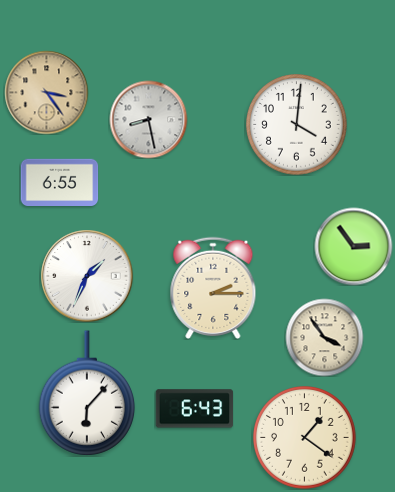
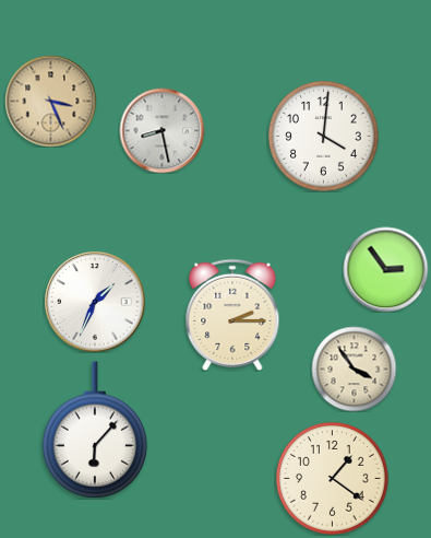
clock at (46, 92): 3:24 -> 3:26
clock at (59, 183): 6:55 -> none
clock at (194, 409): 6:43 -> none
